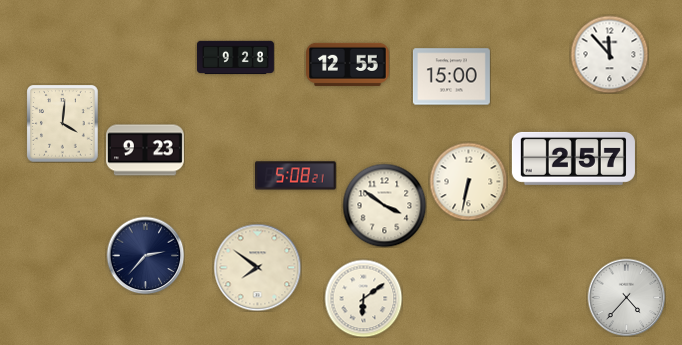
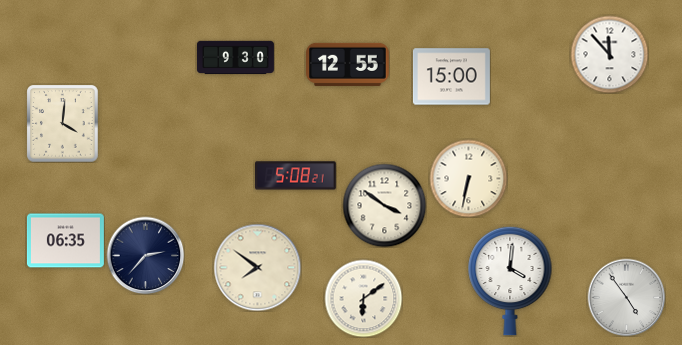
clock at (235, 58): 9:28 -> 9:30
clock at (145, 150): 9:23 -> none
clock at (573, 158): 2:57 -> none
clock at (468, 181) position: (468, 181) -> (468, 178)
clock at (65, 241): none -> 06:35
clock at (510, 281): none -> 4:01
clock at (626, 297): 4:37 -> 4:54
